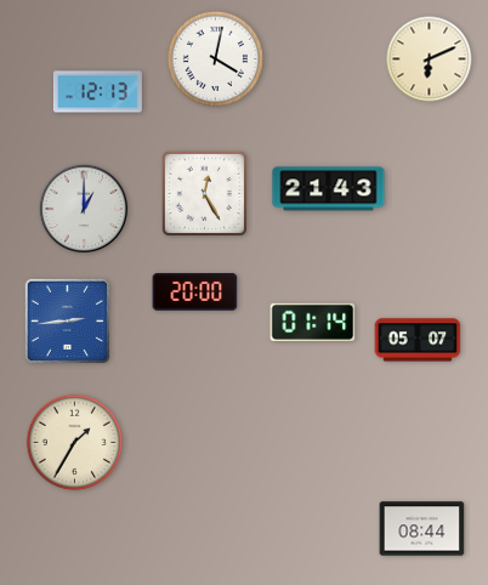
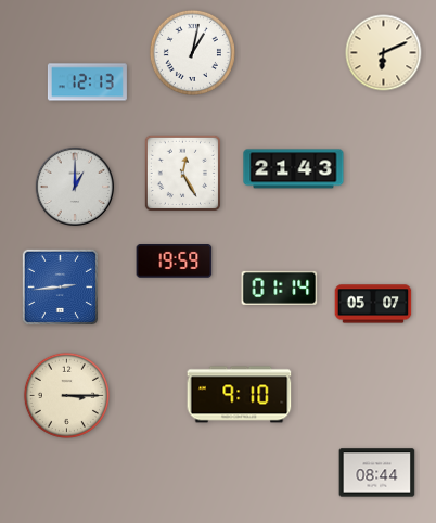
clock at (215, 58): 4:02 -> 1:02
clock at (195, 292): 20:00 -> 19:59
clock at (74, 442): 1:35 -> 3:15
clock at (240, 395): none -> 9:10
